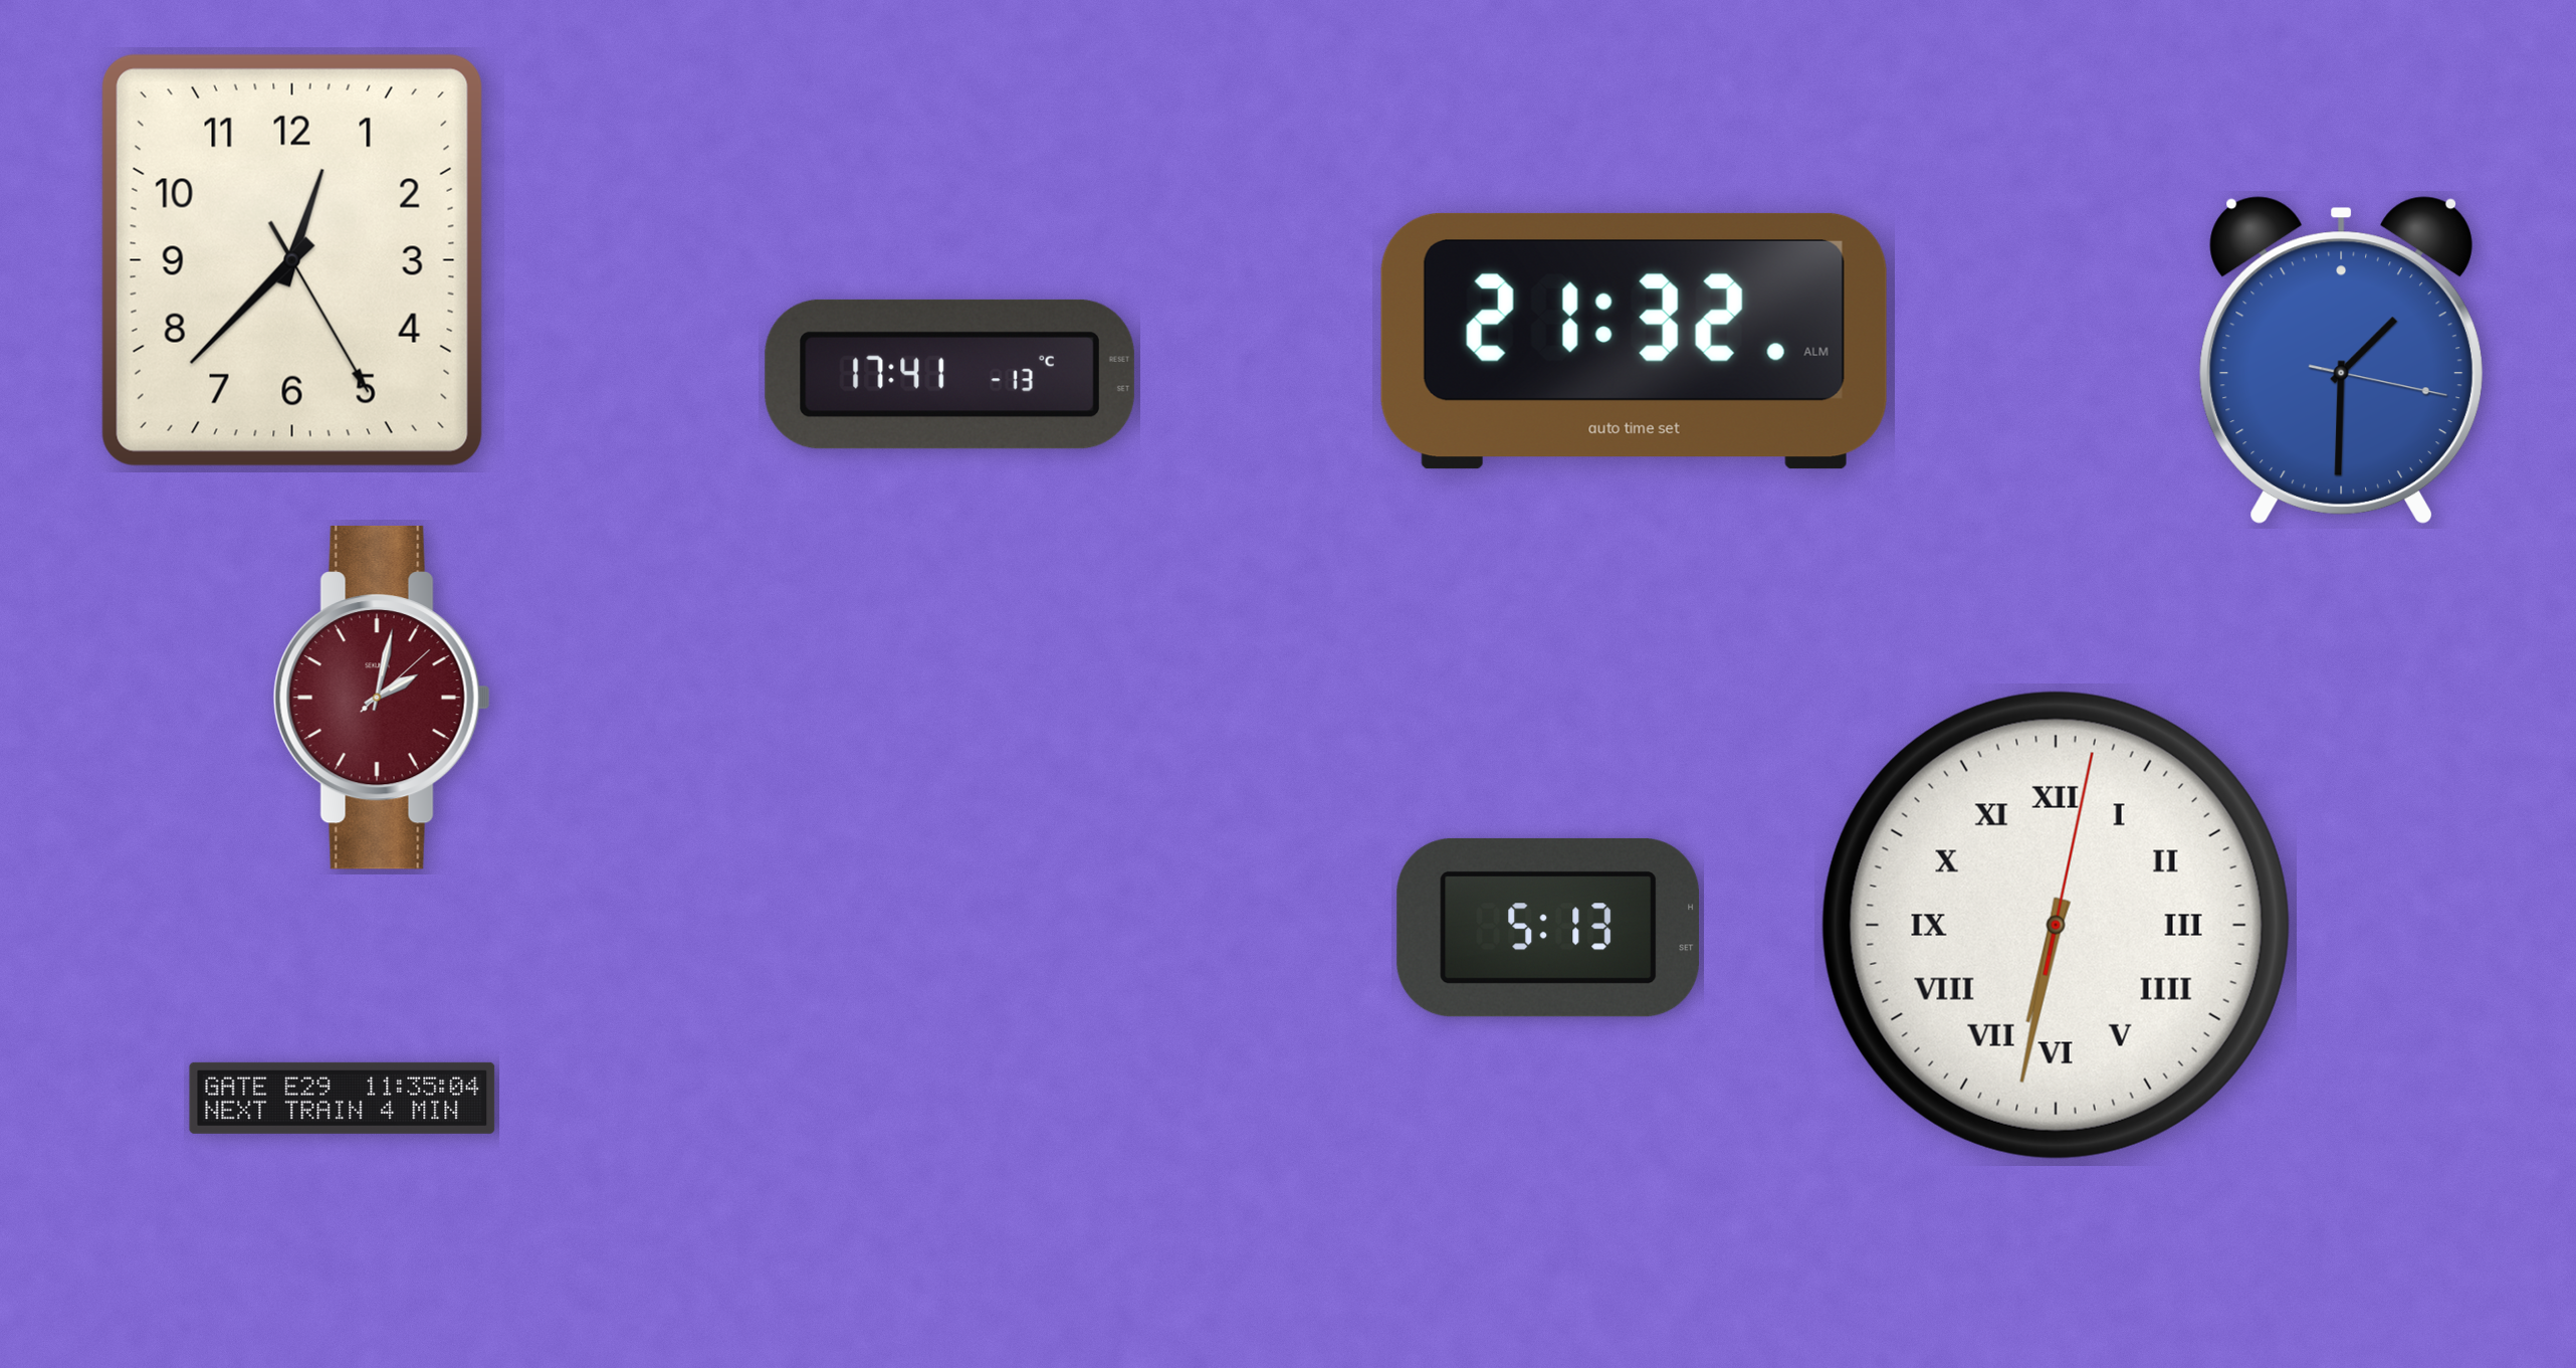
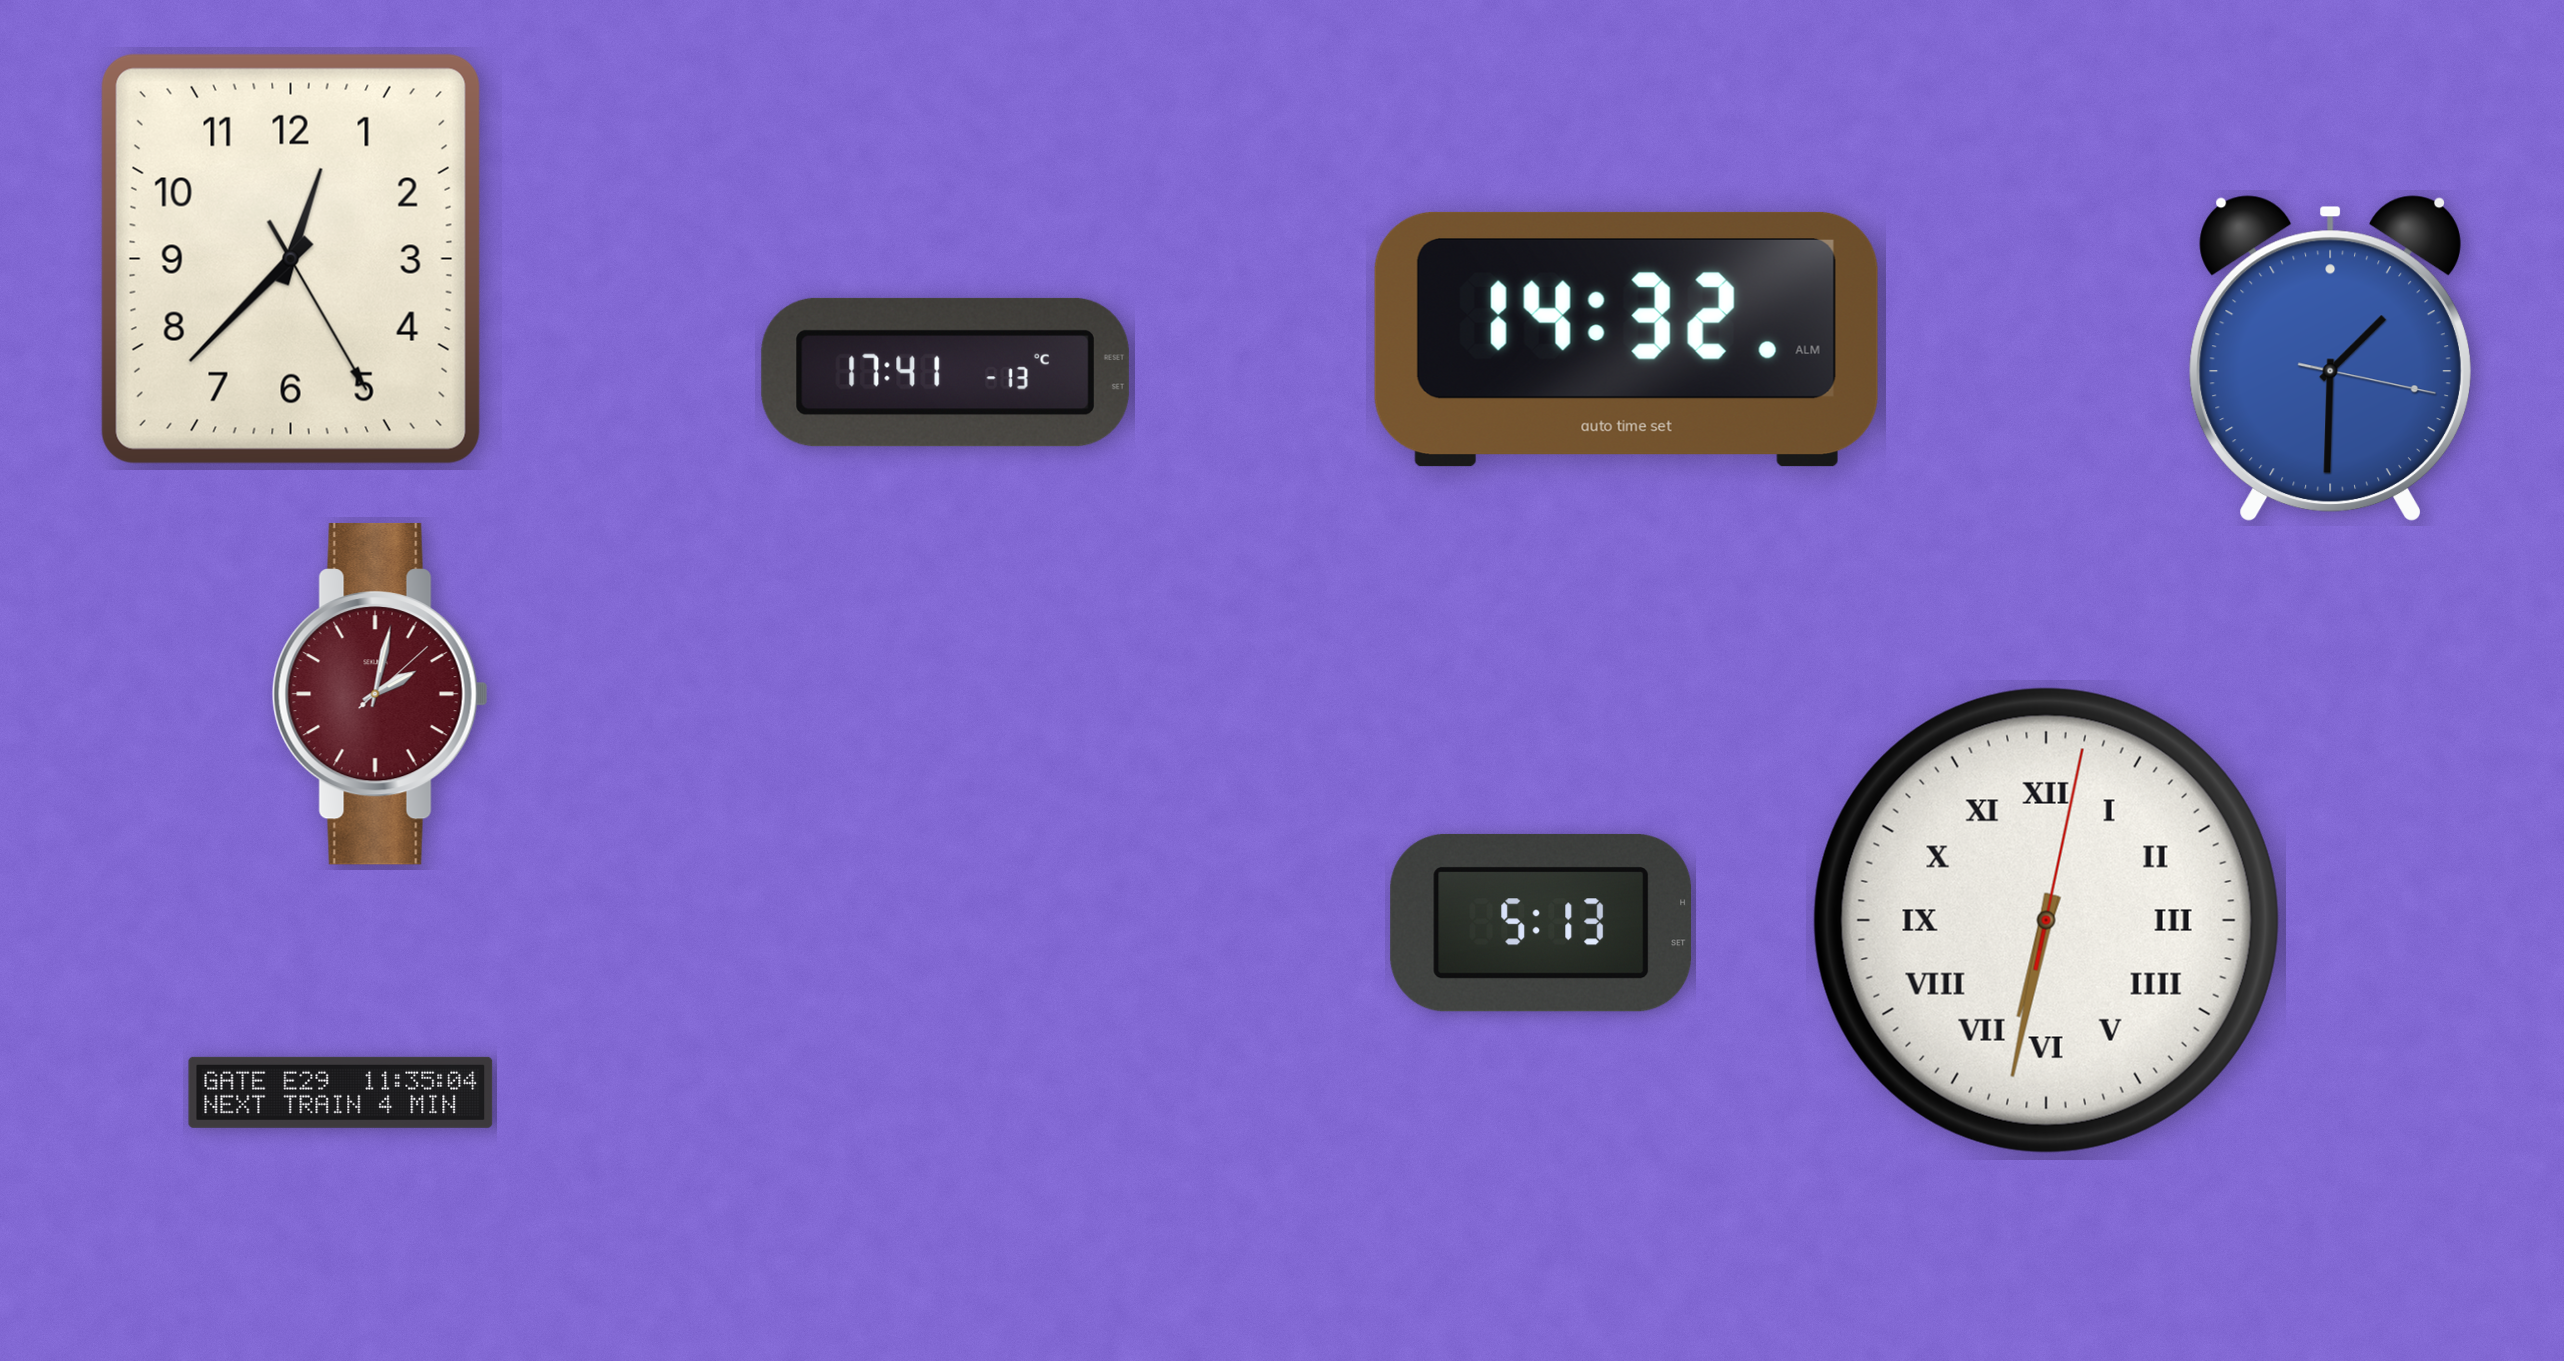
clock at (1634, 341): 21:32 -> 14:32
